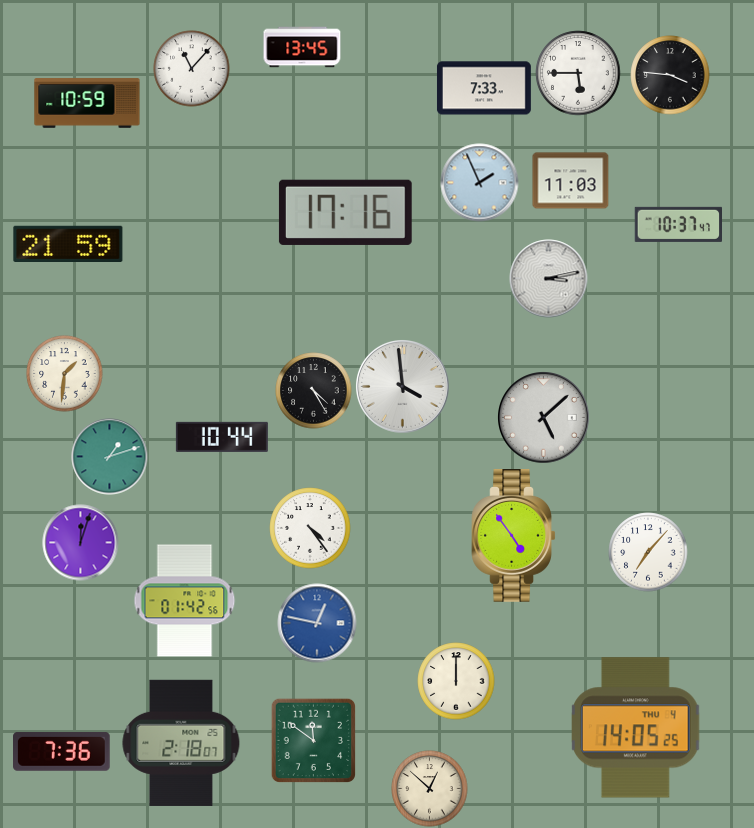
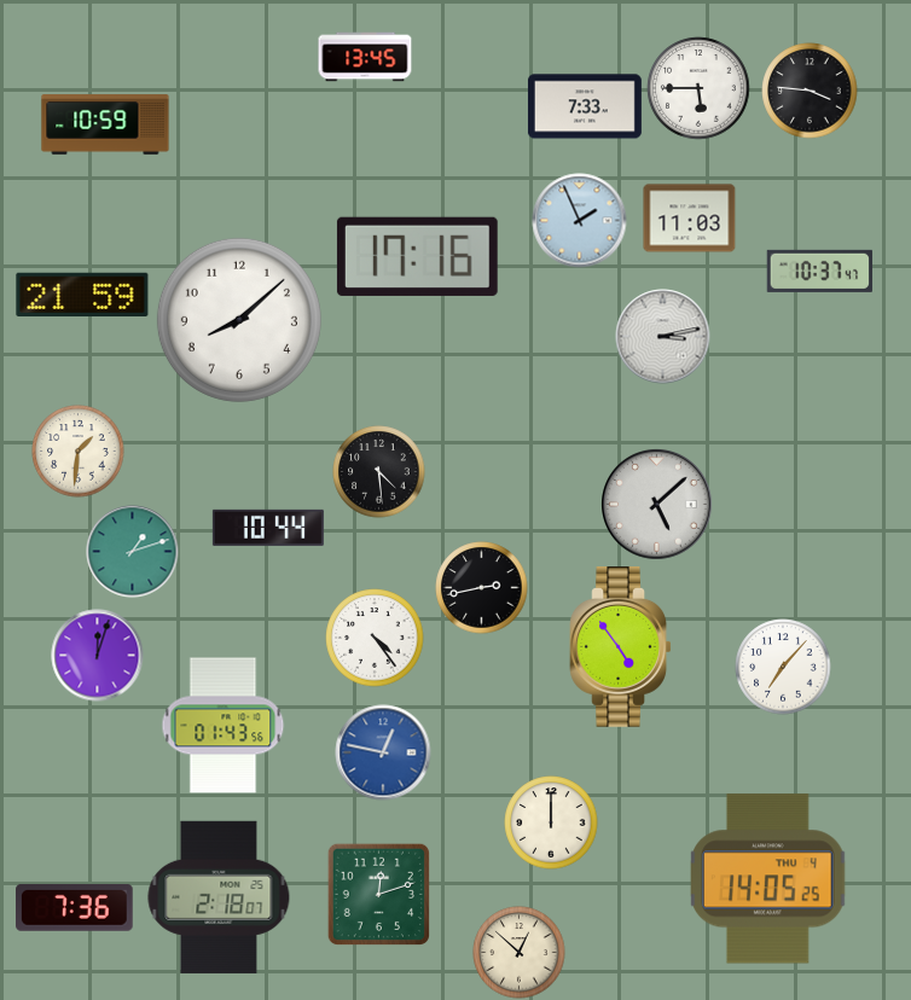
clock at (192, 69): 11:07 -> none
clock at (239, 320): none -> 8:08
clock at (403, 387): 3:59 -> none
clock at (314, 391): 4:25 -> 4:29
clock at (482, 588): none -> 2:43
clock at (185, 601): 01:42 -> 01:43
clock at (313, 740): 11:51 -> 12:12
